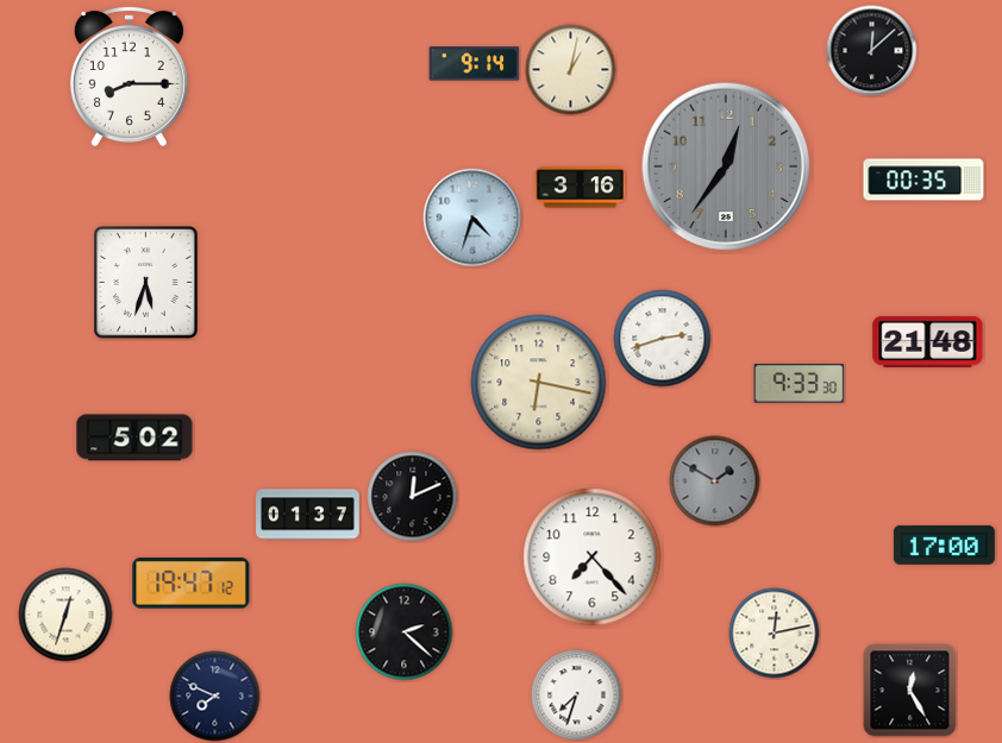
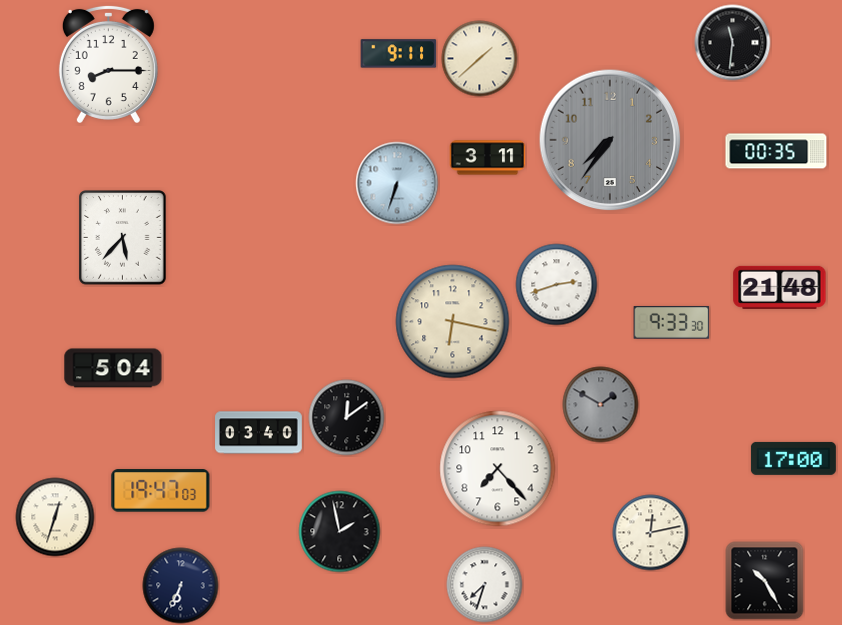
clock at (872, 51): 12:08 -> 11:31
clock at (475, 64): 9:14 -> 9:11
clock at (571, 70): 1:02 -> 1:38
clock at (726, 166): 12:36 -> 7:36
clock at (581, 188): 3:16 -> 3:11
clock at (472, 218): 4:33 -> 6:33
clock at (146, 283): 5:33 -> 5:37
clock at (134, 437): 5:02 -> 5:04
clock at (413, 497): 12:11 -> 12:09
clock at (308, 515): 01:37 -> 03:40
clock at (192, 584): 19:47:12 -> 19:47:03
clock at (405, 632): 2:22 -> 1:58
clock at (910, 691): 12:25 -> 10:25
clock at (215, 697): 7:49 -> 6:34
